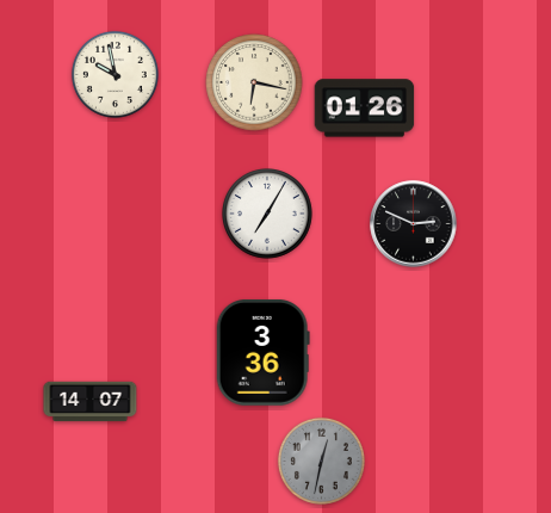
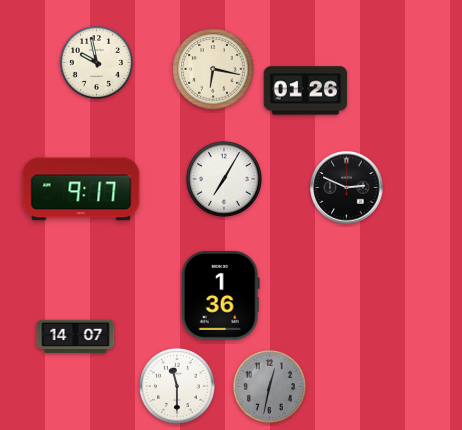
clock at (81, 189): none -> 9:17
clock at (262, 353): 3:36 -> 1:36
clock at (178, 387): none -> 11:30
